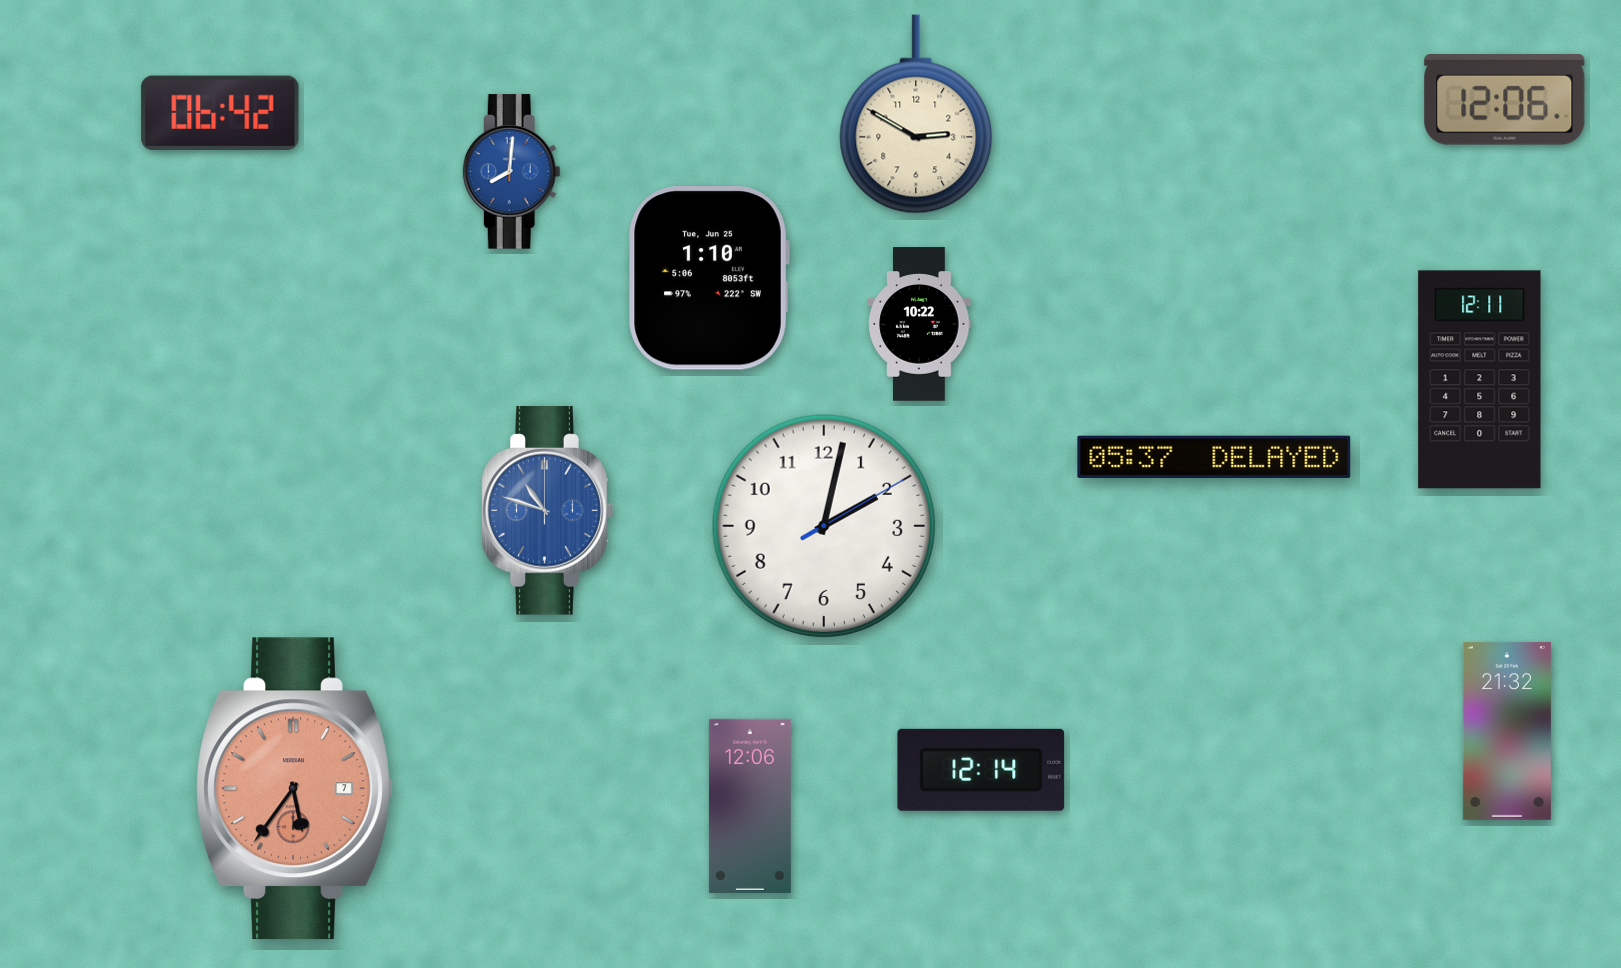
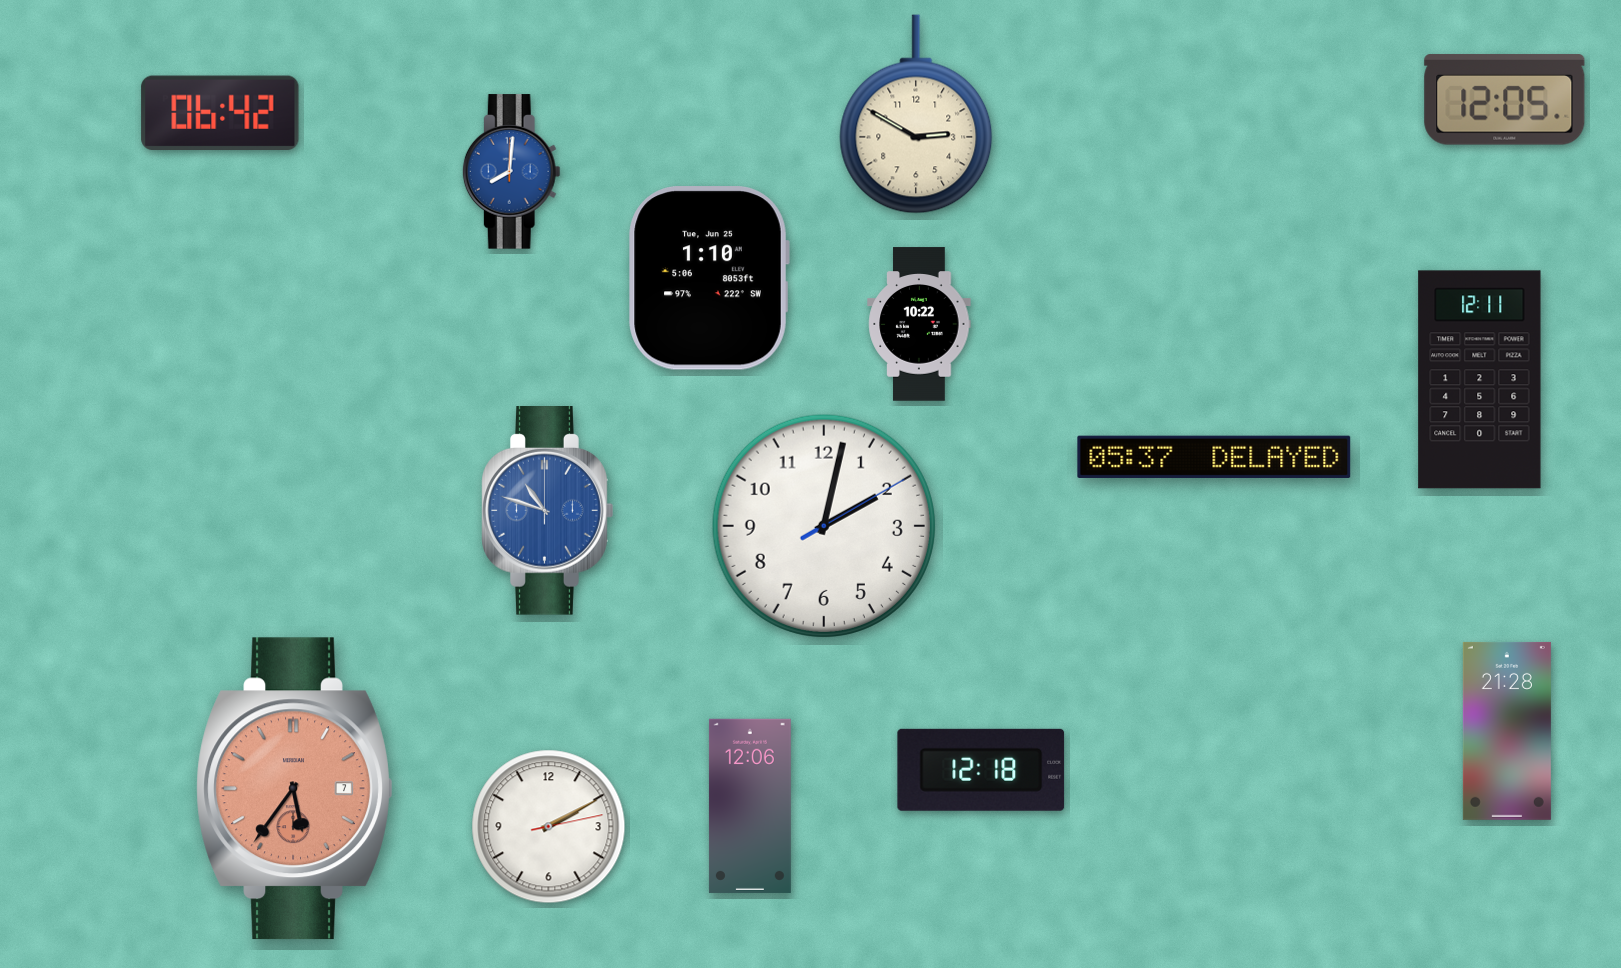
clock at (1505, 100): 12:06 -> 12:05
clock at (1507, 731): 21:32 -> 21:28
clock at (981, 770): 12:14 -> 12:18
clock at (549, 827): none -> 2:10
